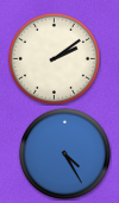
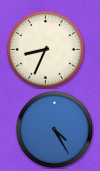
clock at (54, 58): 2:09 -> 8:34
